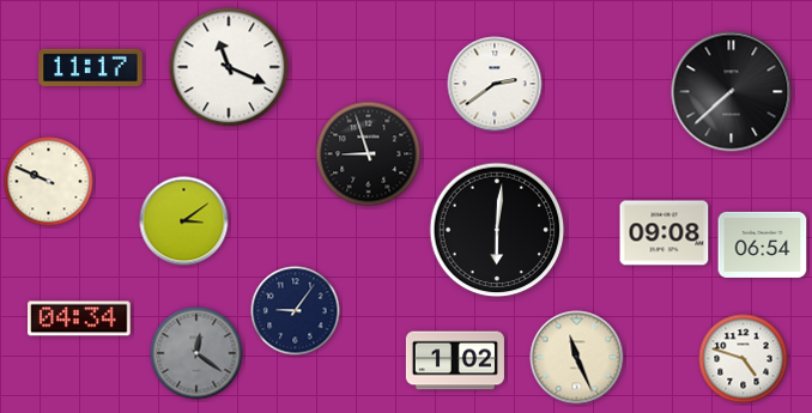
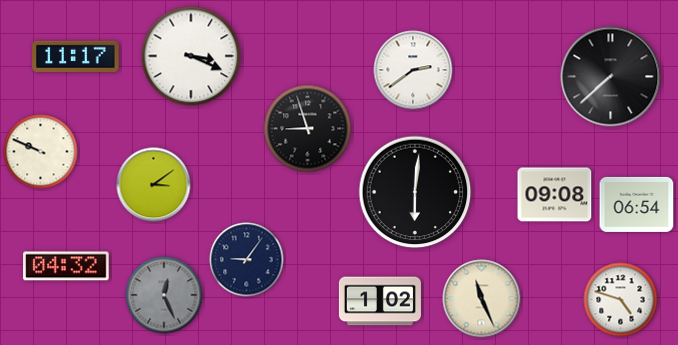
clock at (229, 67): 11:19 -> 3:19
clock at (79, 318): 04:34 -> 04:32
clock at (196, 353): 12:21 -> 12:26
